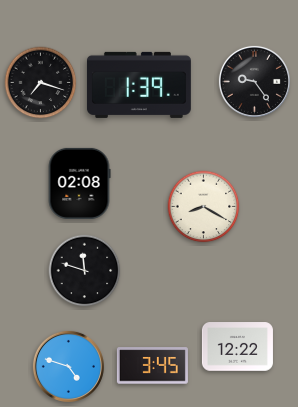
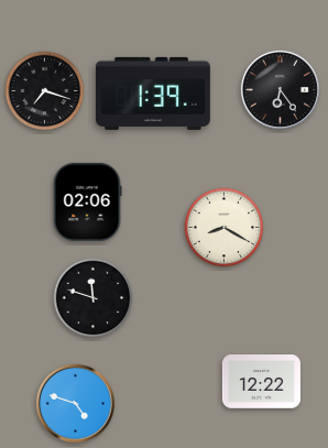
clock at (254, 81): 9:24 -> 6:24
clock at (79, 183): 02:08 -> 02:06
clock at (152, 366): 3:45 -> none
